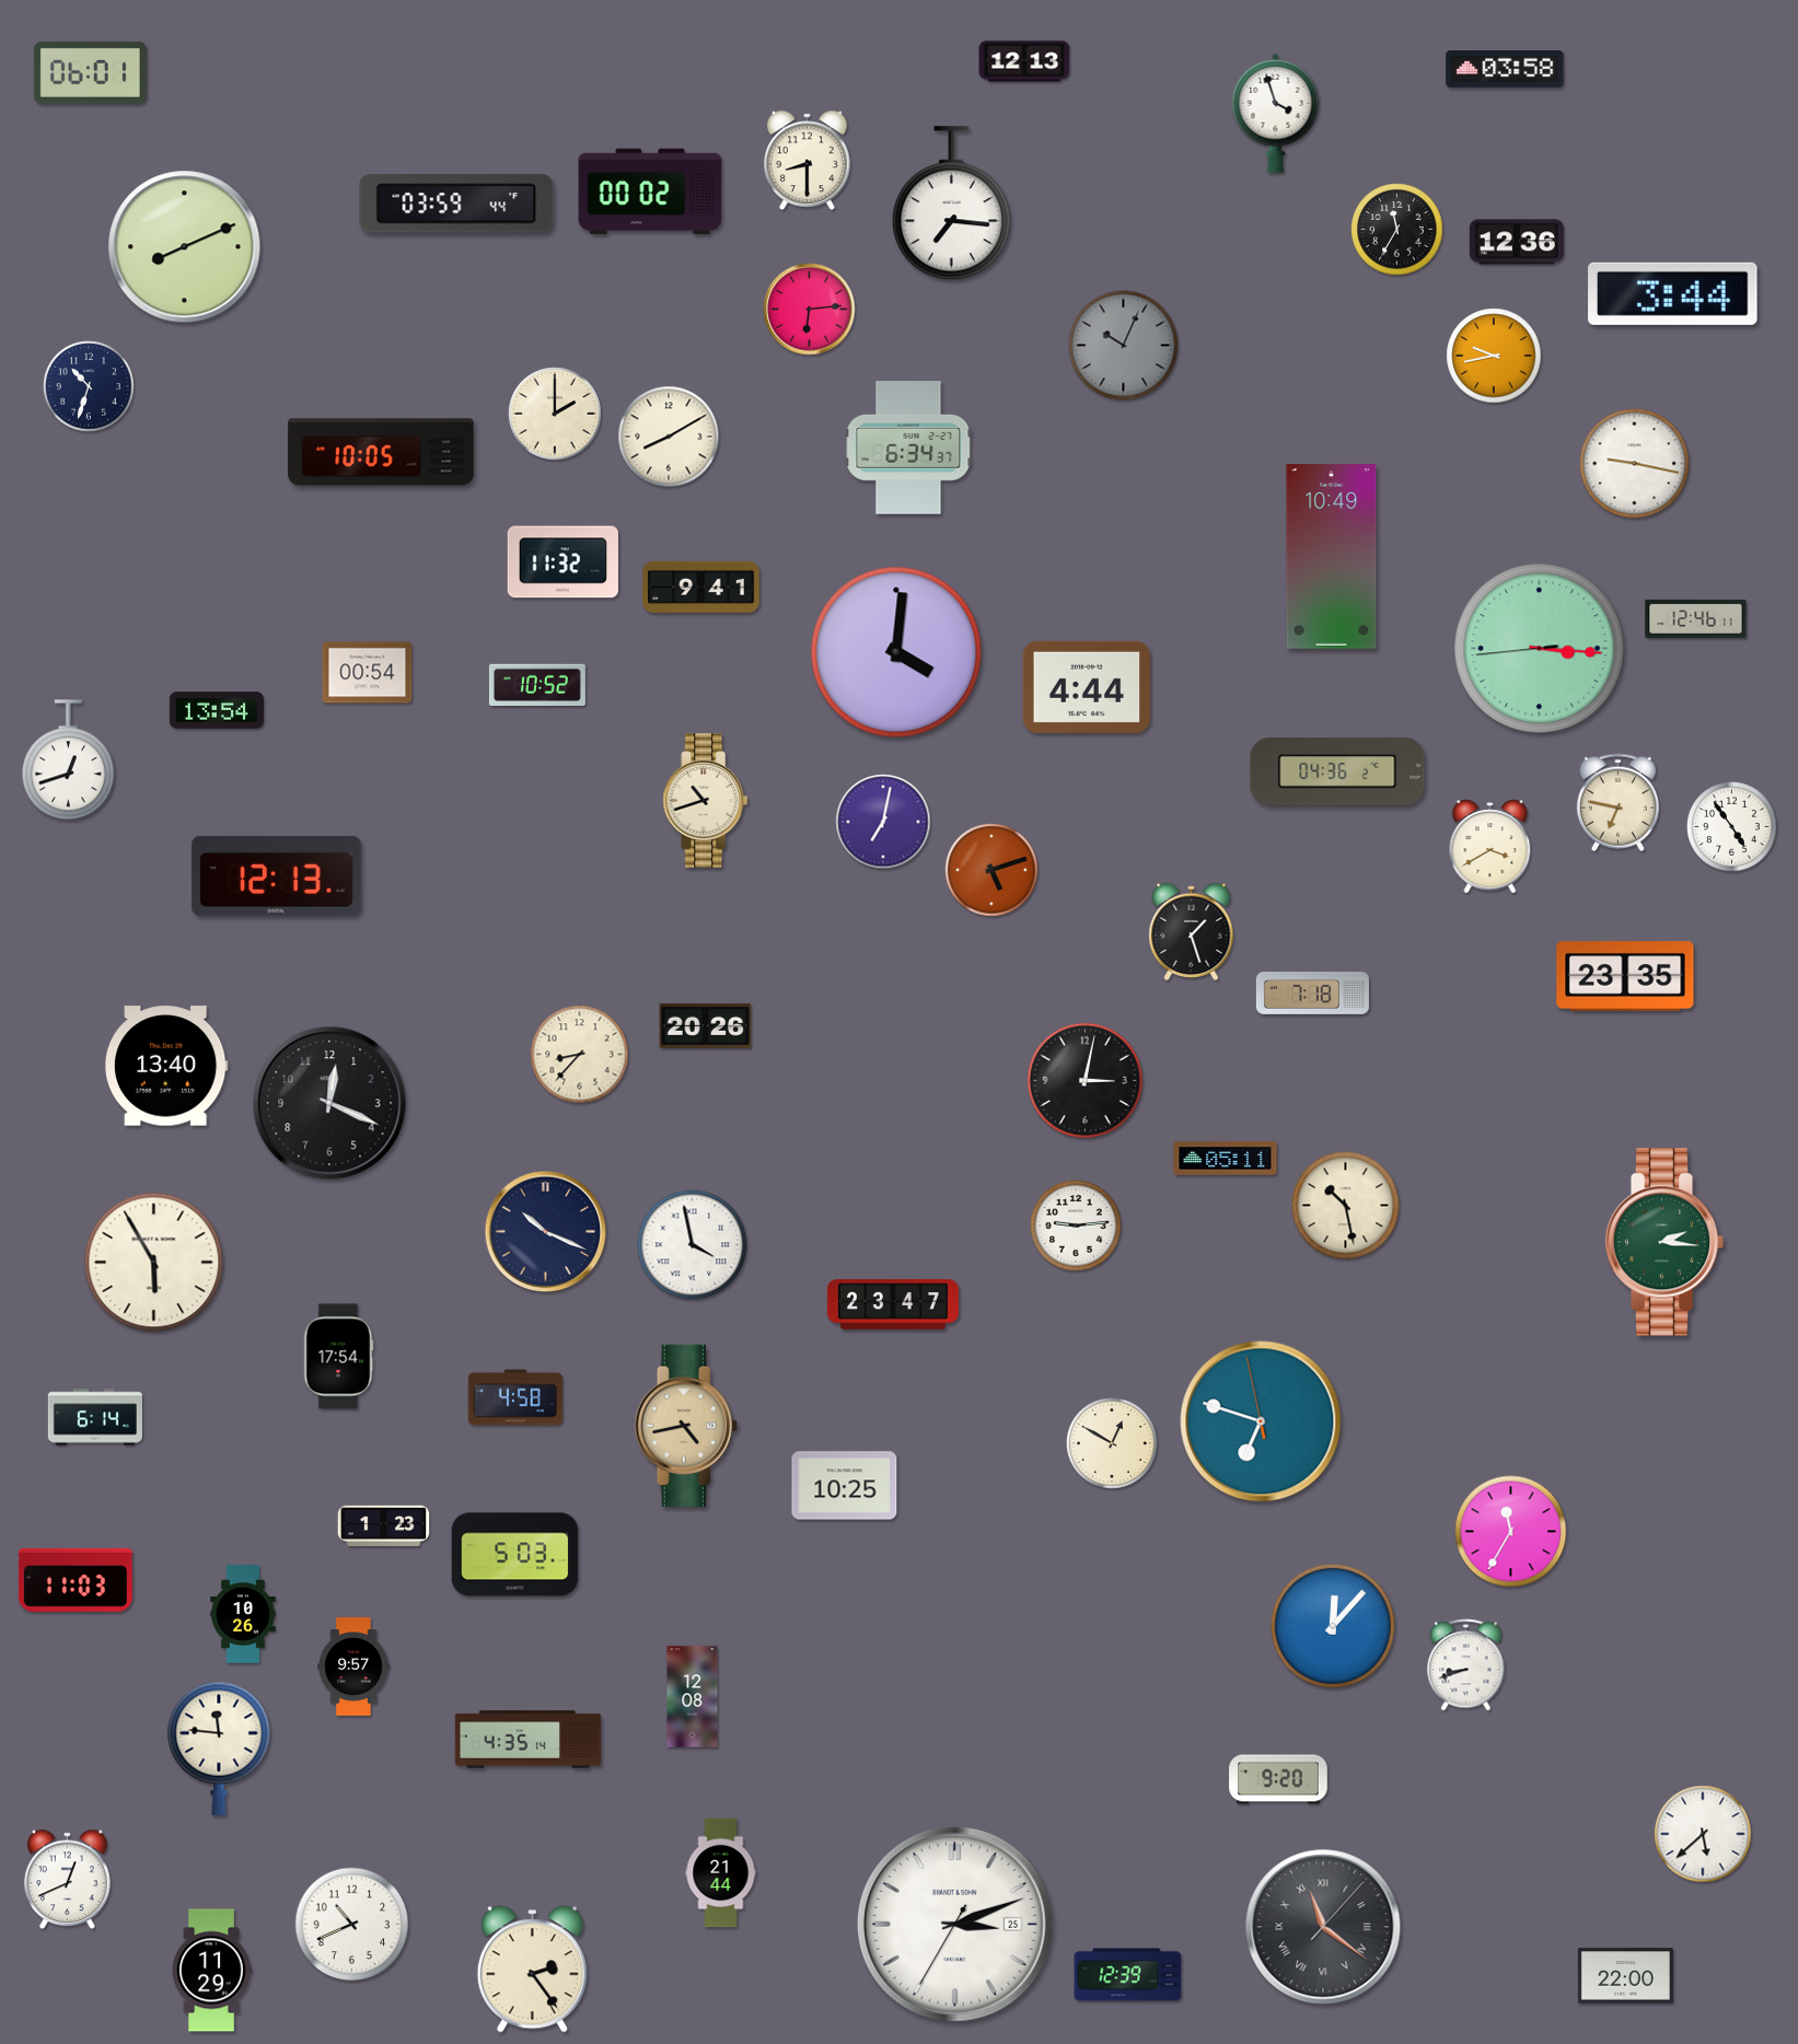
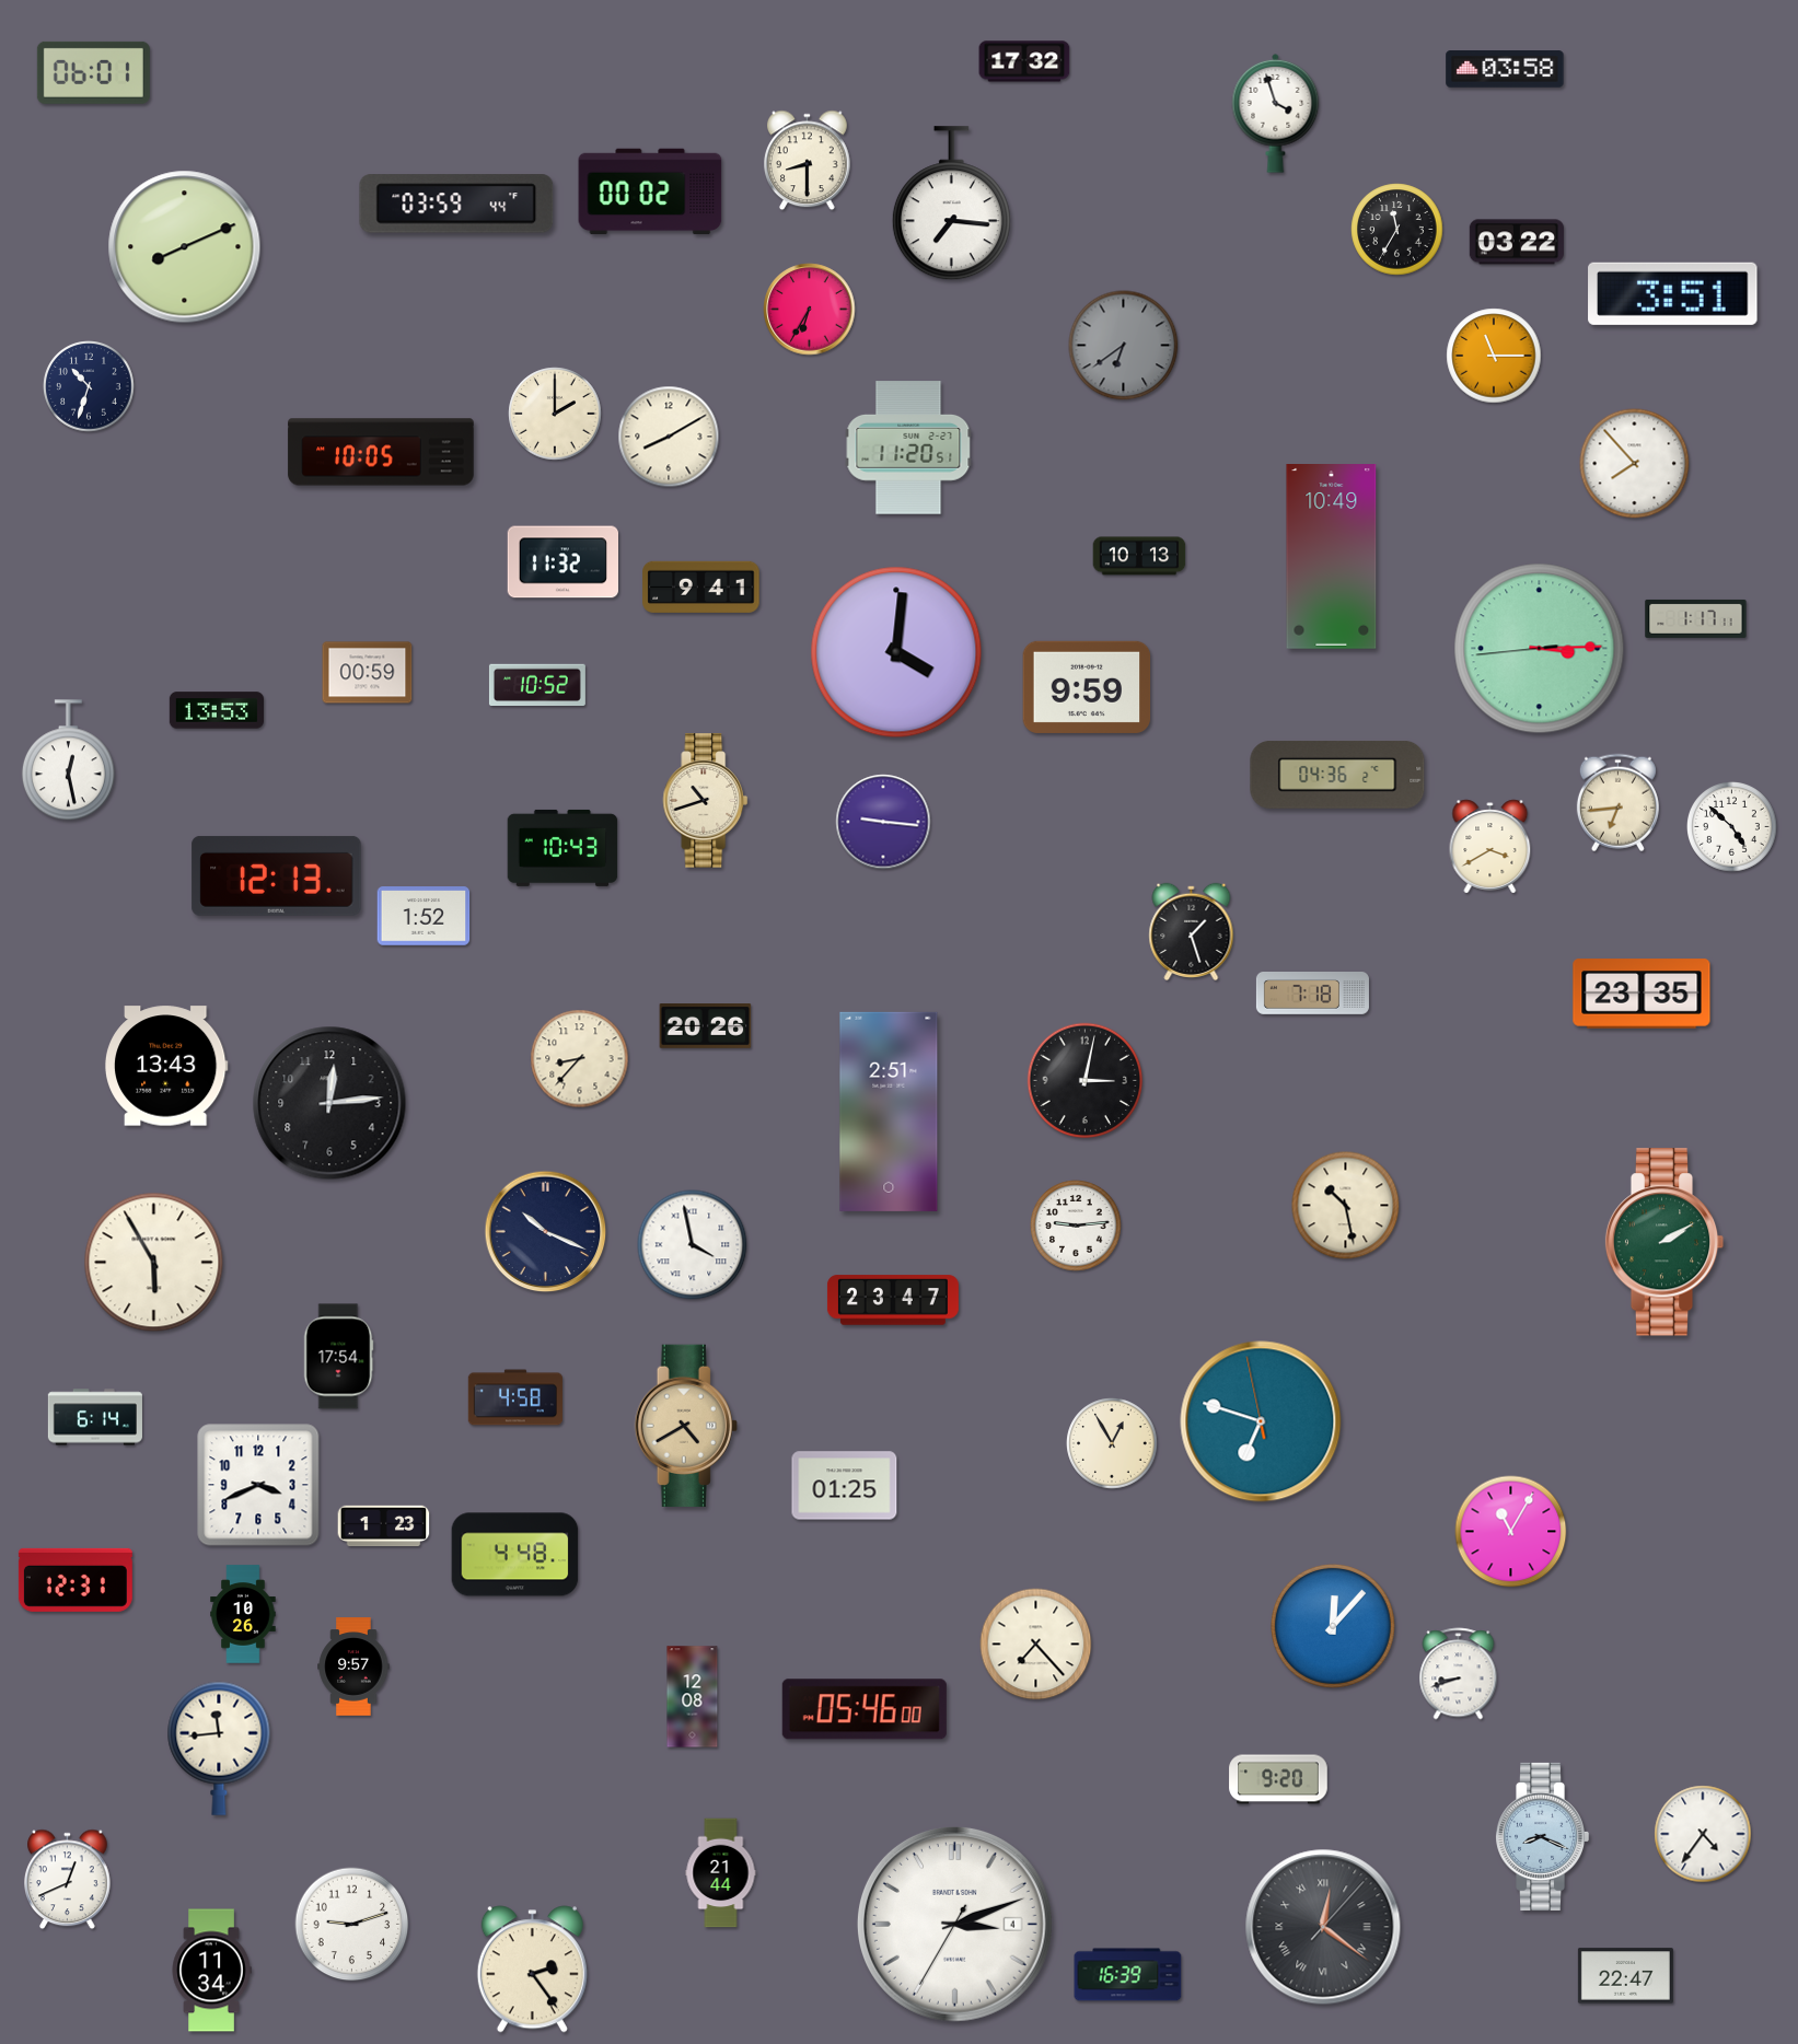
clock at (1024, 61): 12:13 -> 17:32
clock at (90, 72) position: (90, 72) -> (93, 72)
clock at (1517, 242): 12:36 -> 03:22
clock at (1673, 293): 3:44 -> 3:51
clock at (810, 310): 6:14 -> 6:35
clock at (1124, 346): 10:04 -> 6:39
clock at (1494, 356): 9:43 -> 11:15
clock at (908, 448): 6:34 -> 11:20
clock at (1635, 464): 9:17 -> 7:53
clock at (1139, 556): none -> 10:13
clock at (1696, 618): 12:46 -> 1:17
clock at (1540, 649): 3:15 -> 3:14
clock at (368, 673): 00:54 -> 00:59
clock at (1087, 687): 4:44 -> 9:59
clock at (217, 710): 13:54 -> 13:53
clock at (68, 760): 12:42 -> 12:28
clock at (1337, 771) position: (1337, 771) -> (1337, 775)
clock at (1617, 803): 6:47 -> 6:44
clock at (883, 822): 7:02 -> 9:16
clock at (1732, 827): 4:54 -> 4:52
clock at (562, 848): none -> 10:43
clock at (991, 870): 5:12 -> none
clock at (424, 916): none -> 1:52
clock at (1625, 976) position: (1625, 976) -> (1642, 994)
clock at (580, 1055) position: (580, 1055) -> (580, 1059)
clock at (166, 1066): 13:40 -> 13:43
clock at (329, 1103): 12:19 -> 12:14
clock at (889, 1112): none -> 2:51
clock at (1226, 1159): 05:11 -> none
clock at (1664, 1242): 2:16 -> 2:10
clock at (893, 1304) position: (893, 1304) -> (893, 1300)
clock at (686, 1425): 4:43 -> 4:40
clock at (1112, 1443): 12:50 -> 12:55
clock at (258, 1485): none -> 3:41
clock at (845, 1486): 10:25 -> 01:25
clock at (1511, 1532): 11:35 -> 11:05
clock at (515, 1555): 5:03 -> 4:48
clock at (76, 1580): 11:03 -> 12:31
clock at (1036, 1645): none -> 7:23
clock at (1466, 1665) position: (1466, 1665) -> (1459, 1674)
clock at (865, 1709): none -> 05:46
clock at (529, 1740): 4:35 -> none
clock at (219, 1749): 11:46 -> 11:44
clock at (1703, 1834): 5:38 -> 4:36
clock at (1543, 1836): none -> 8:19
clock at (954, 1924) date: 25 -> 4
clock at (352, 1925): 10:41 -> 9:12
clock at (1323, 1927): 11:21 -> 12:21
clock at (211, 1971): 11:29 -> 11:34
clock at (1128, 1975): 12:39 -> 16:39
clock at (1625, 1976): 22:00 -> 22:47
